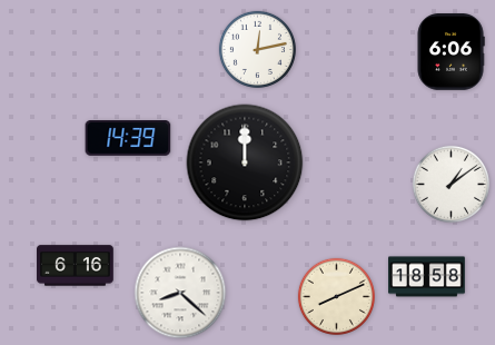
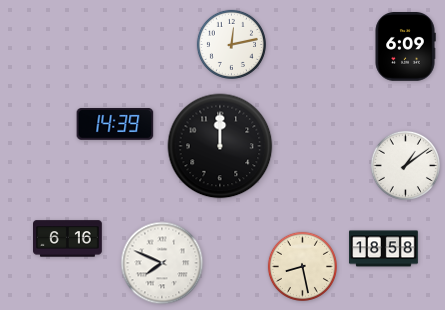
clock at (451, 52): 6:06 -> 6:09
clock at (180, 293): 8:22 -> 7:49
clock at (336, 296): 8:11 -> 8:28
